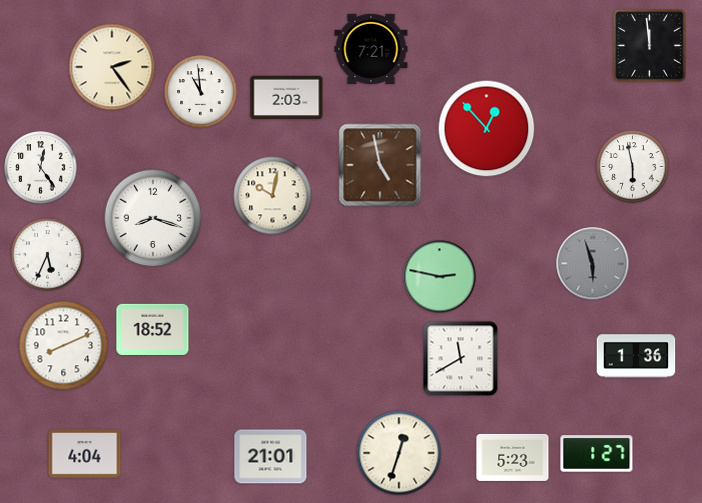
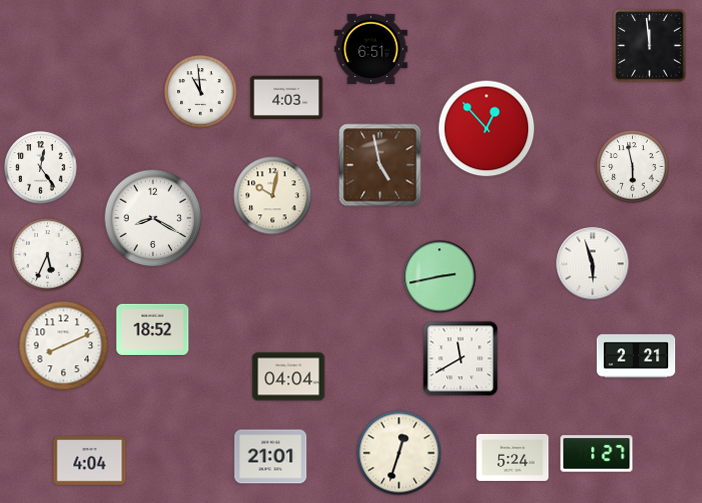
clock at (371, 49): 7:21 -> 6:51
clock at (112, 67): 2:24 -> none
clock at (287, 98): 2:03 -> 4:03
clock at (153, 218): 8:18 -> 8:20
clock at (593, 264) dial: grey -> white
clock at (440, 277): 2:47 -> 2:43
clock at (636, 356): 1:36 -> 2:21
clock at (289, 377): none -> 04:04
clock at (85, 454) position: (85, 454) -> (90, 461)
clock at (513, 457): 5:23 -> 5:24
